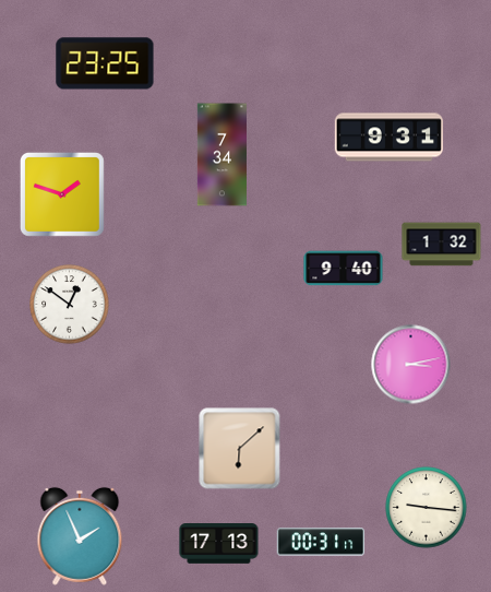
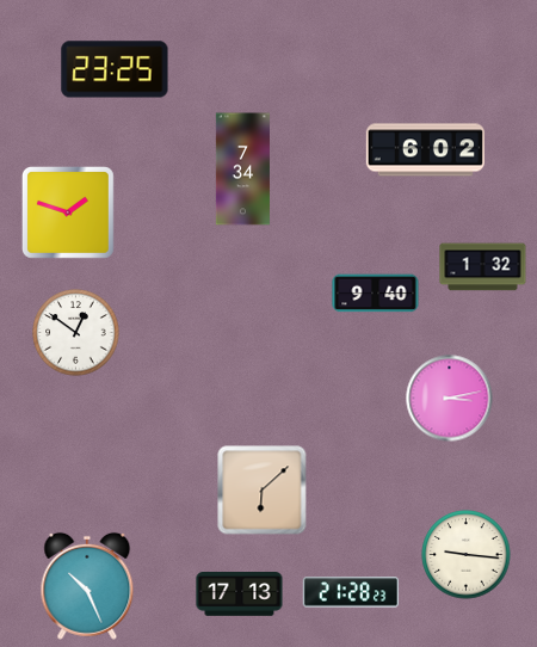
clock at (388, 138): 9:31 -> 6:02
clock at (80, 536): 1:56 -> 10:26
clock at (321, 542): 00:31 -> 21:28
